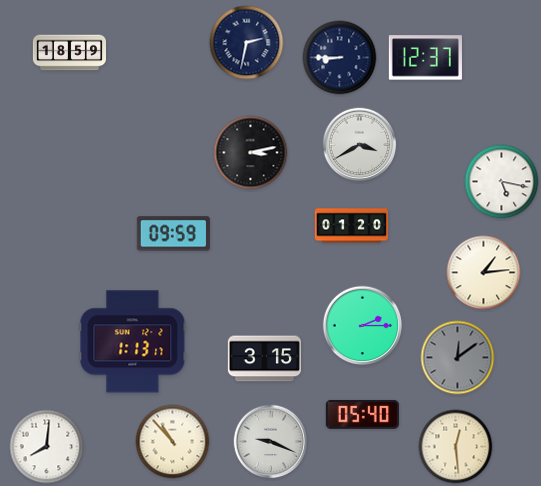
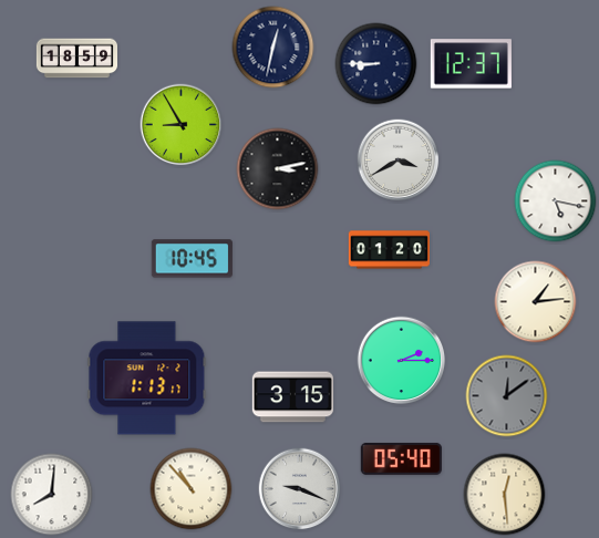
clock at (247, 43): 2:32 -> 12:32
clock at (182, 125): none -> 8:55
clock at (173, 234): 09:59 -> 10:45
